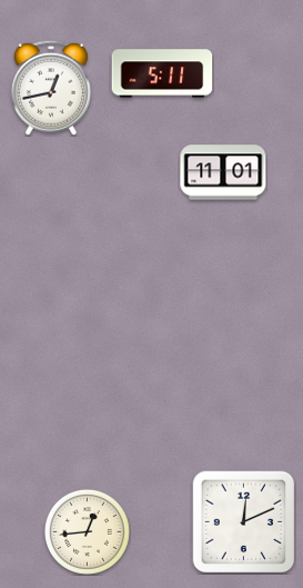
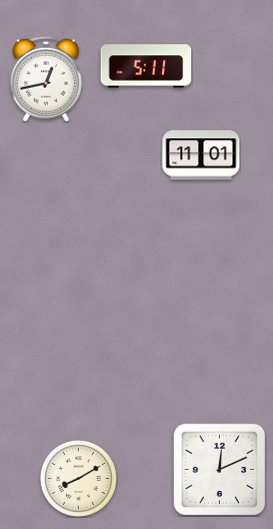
clock at (87, 531): 12:44 -> 8:10
